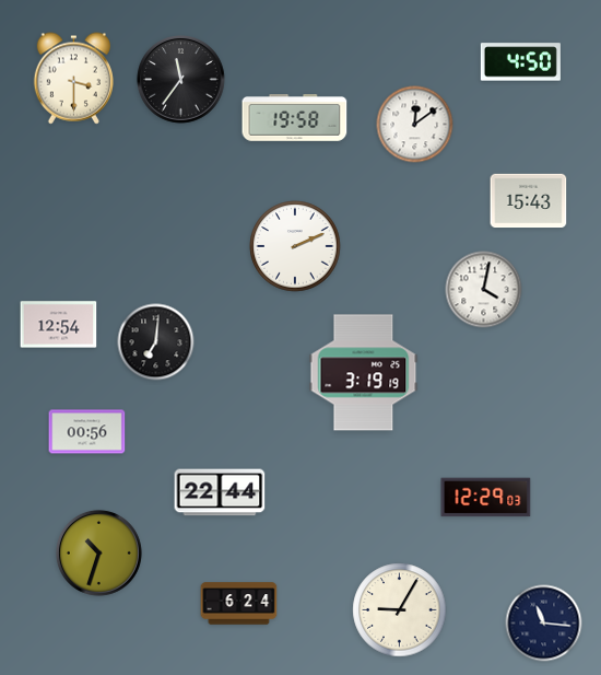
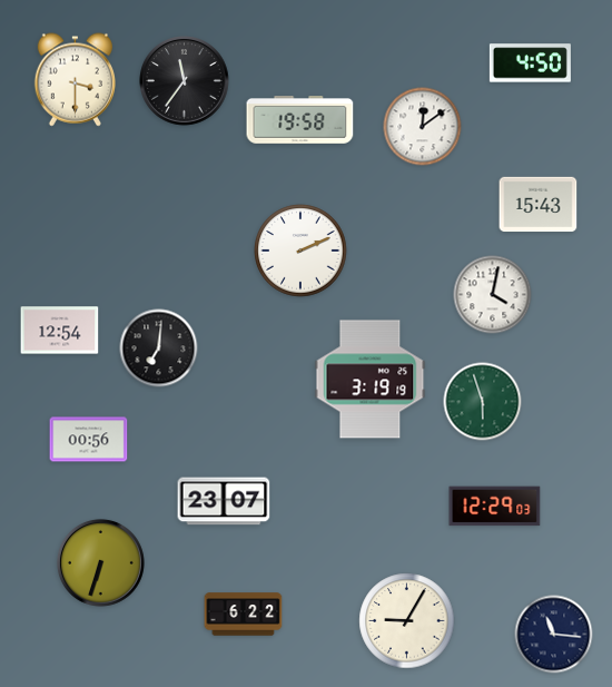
clock at (483, 402): none -> 5:57
clock at (220, 492): 22:44 -> 23:07
clock at (98, 552): 10:33 -> 6:33
clock at (239, 604): 6:24 -> 6:22
